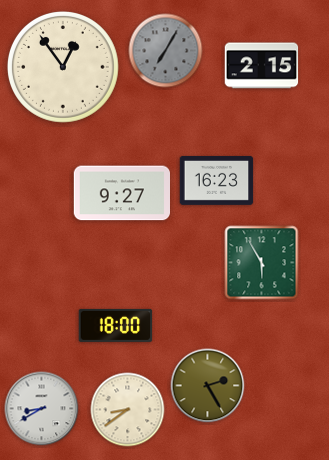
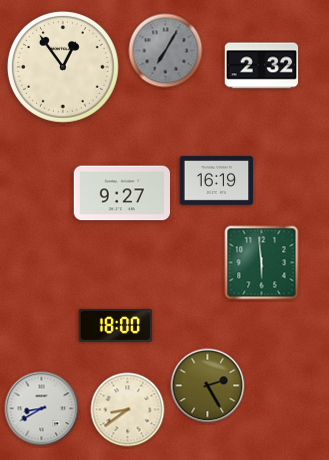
clock at (262, 66): 2:15 -> 2:32
clock at (217, 180): 16:23 -> 16:19
clock at (262, 263): 5:55 -> 5:59
